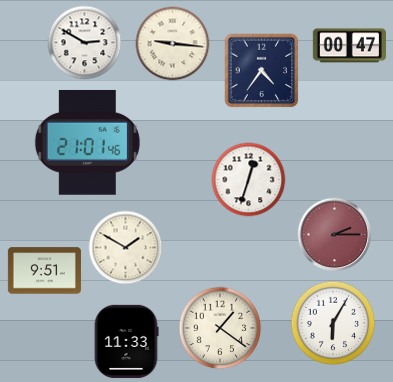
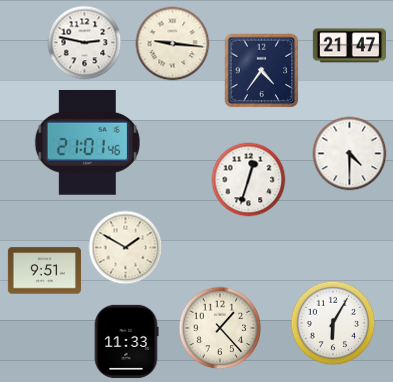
clock at (85, 43): 2:50 -> 2:47
clock at (349, 46): 00:47 -> 21:47
clock at (350, 154): none -> 4:30
clock at (335, 235): 2:15 -> none
clock at (220, 328): 1:21 -> 1:23
